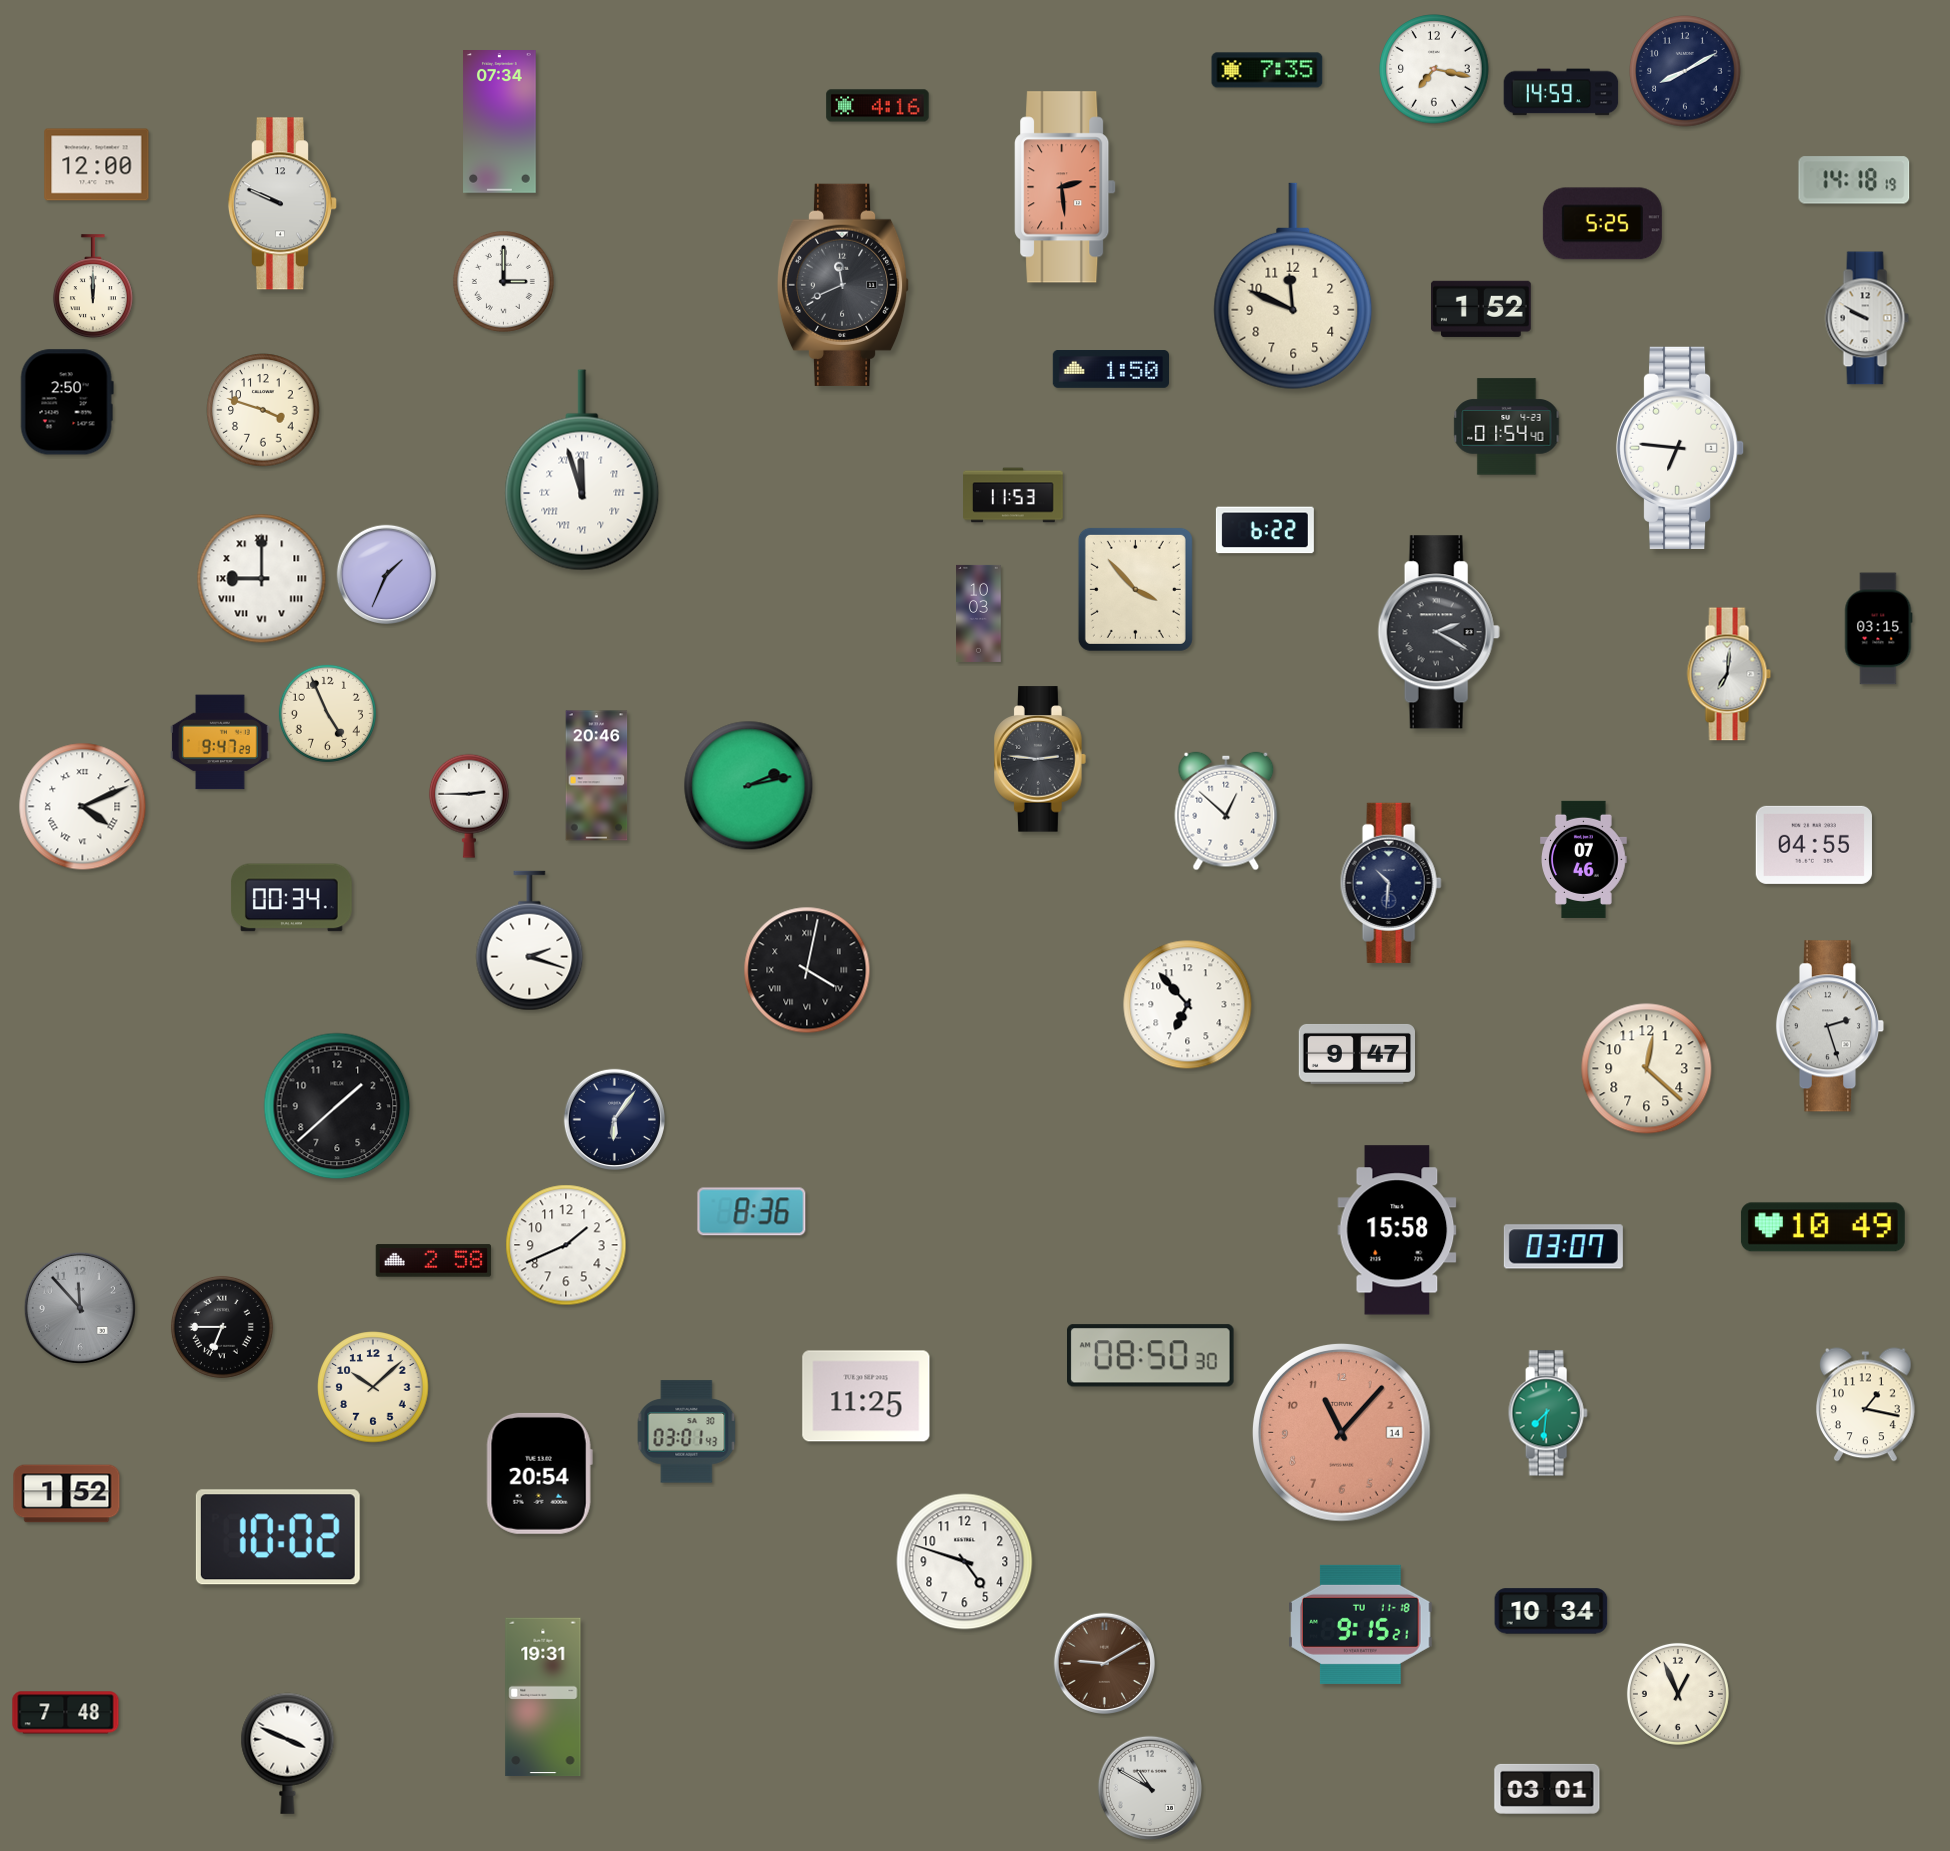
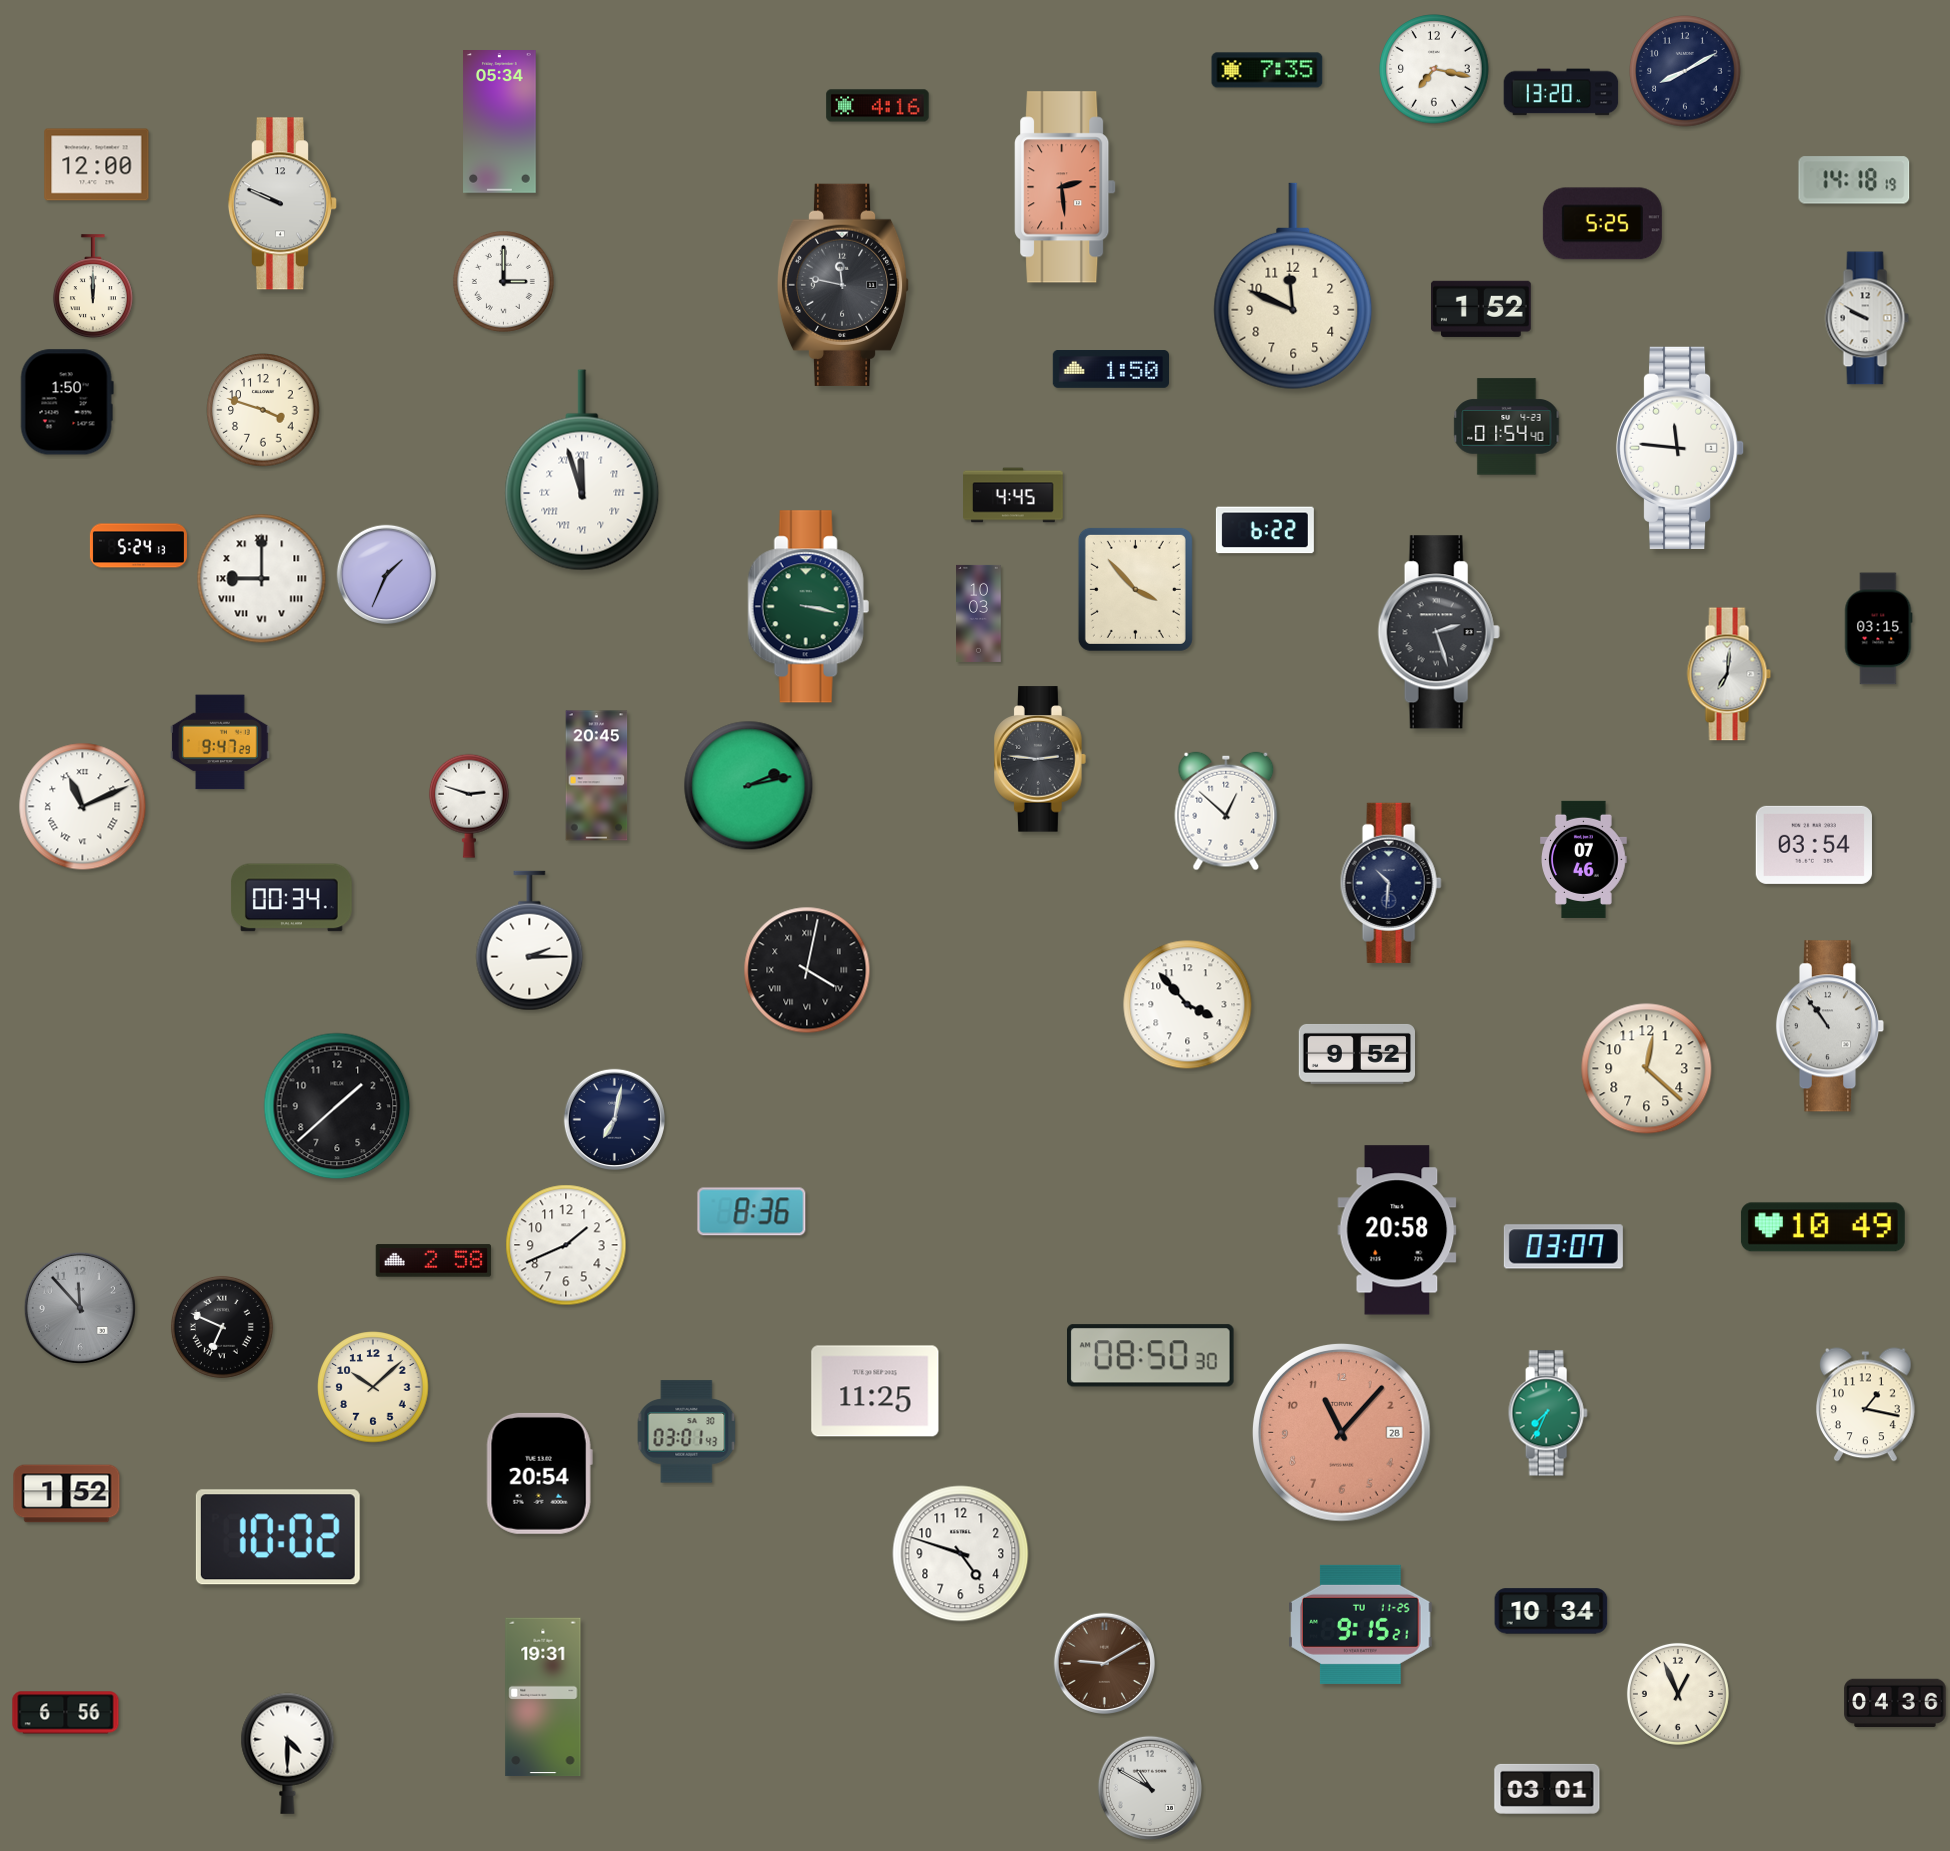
clock at (1561, 92): 14:59 -> 13:20
clock at (500, 122): 07:34 -> 05:34
clock at (843, 285): 11:41 -> 11:47
clock at (67, 402): 2:50 -> 1:50
clock at (1680, 448): 6:46 -> 11:46
clock at (1013, 495): 11:53 -> 4:45
clock at (138, 546): none -> 5:24
clock at (808, 607): none -> 3:17
clock at (1439, 632): 2:20 -> 2:27
clock at (327, 713): 4:56 -> none
clock at (597, 776): 20:46 -> 20:45
clock at (469, 806): 2:45 -> 2:48
clock at (83, 807): 4:11 -> 11:11
clock at (1814, 845): 04:55 -> 03:54
clock at (530, 941): 2:18 -> 2:15
clock at (1188, 1005): 6:53 -> 3:53
clock at (1830, 1026): 2:27 -> 10:54
clock at (1356, 1054): 9:47 -> 9:52
clock at (614, 1119): 6:06 -> 7:02
clock at (1397, 1230): 15:58 -> 20:58
clock at (222, 1327): 6:45 -> 6:49
clock at (866, 1396) position: (866, 1396) -> (875, 1391)
clock at (1548, 1413): 7:31 -> 7:34
clock at (1342, 1433) date: 14 -> 28
clock at (965, 1562) position: (965, 1562) -> (961, 1554)
clock at (1361, 1624) date: TU 11-18 -> TU 11-25
clock at (1895, 1702): none -> 04:36
clock at (66, 1713): 7:48 -> 6:56
clock at (288, 1753): 3:49 -> 4:30
